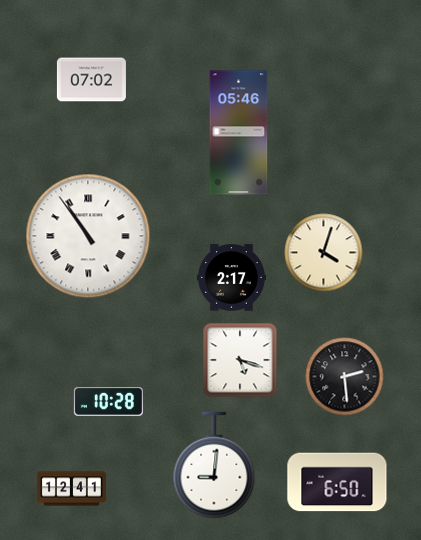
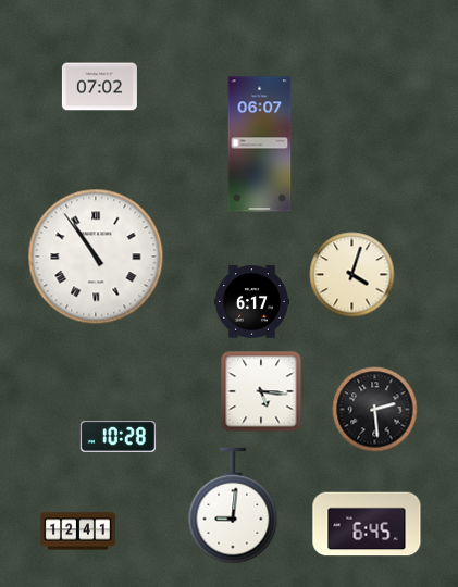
clock at (239, 133): 05:46 -> 06:07
clock at (231, 278): 2:17 -> 6:17
clock at (240, 360): 5:18 -> 5:16
clock at (337, 482): 6:50 -> 6:45
